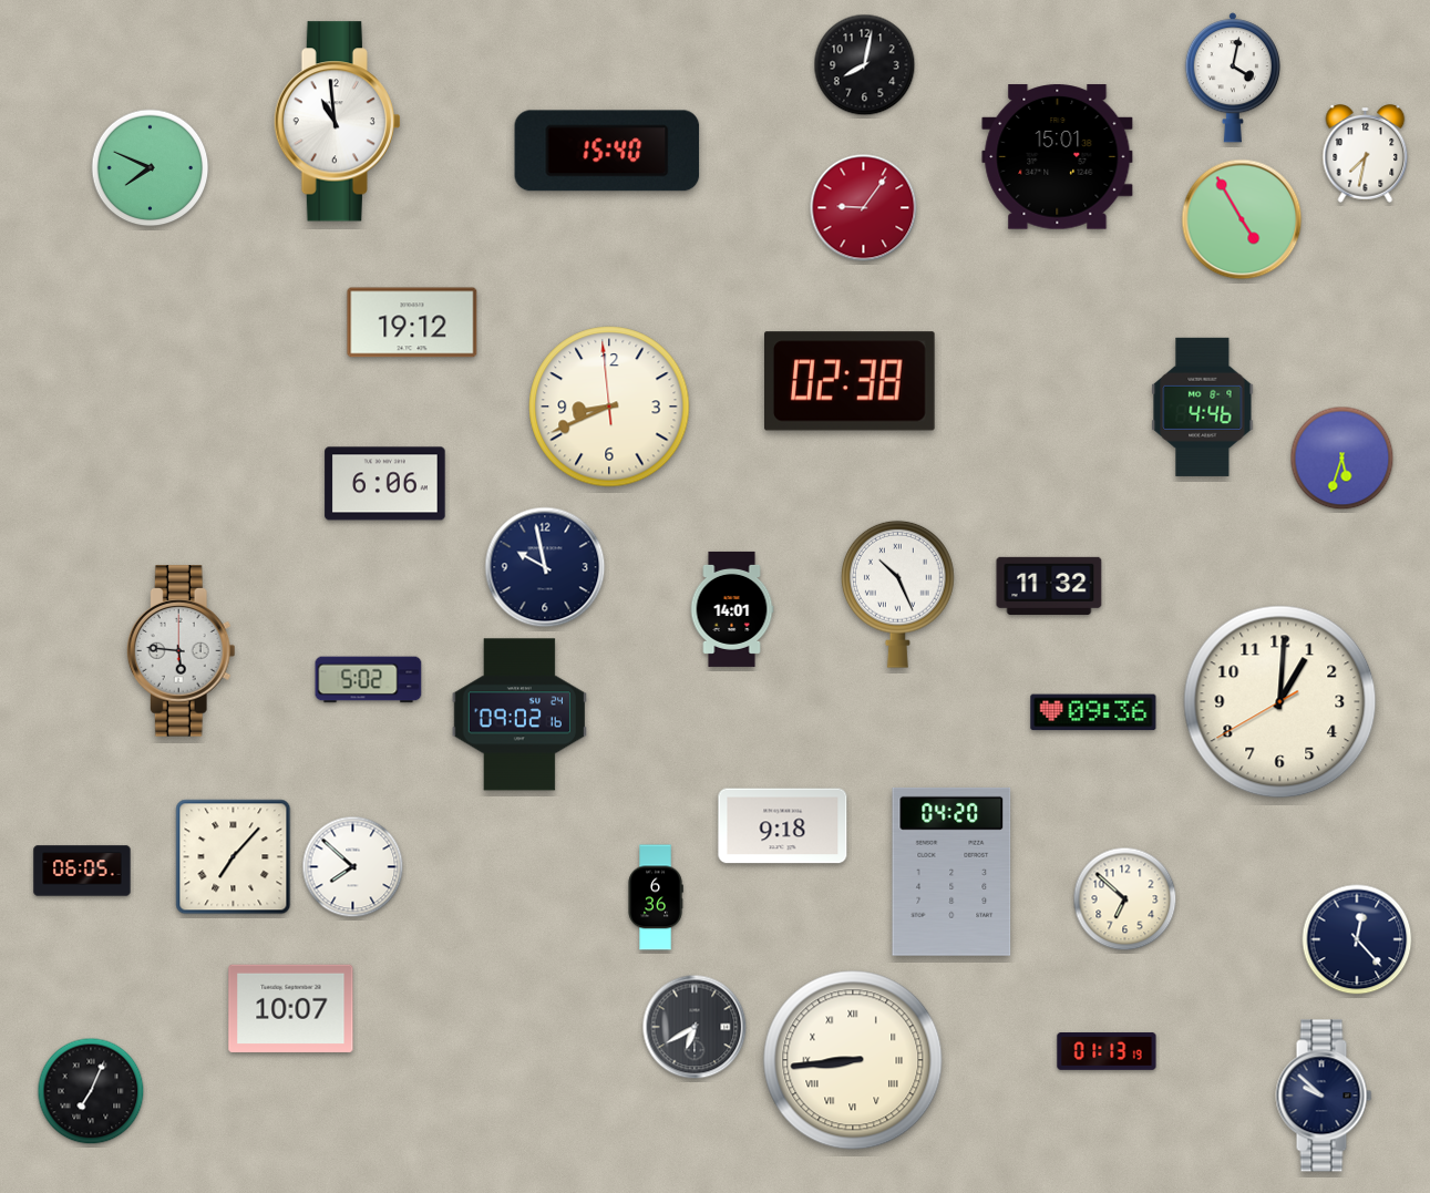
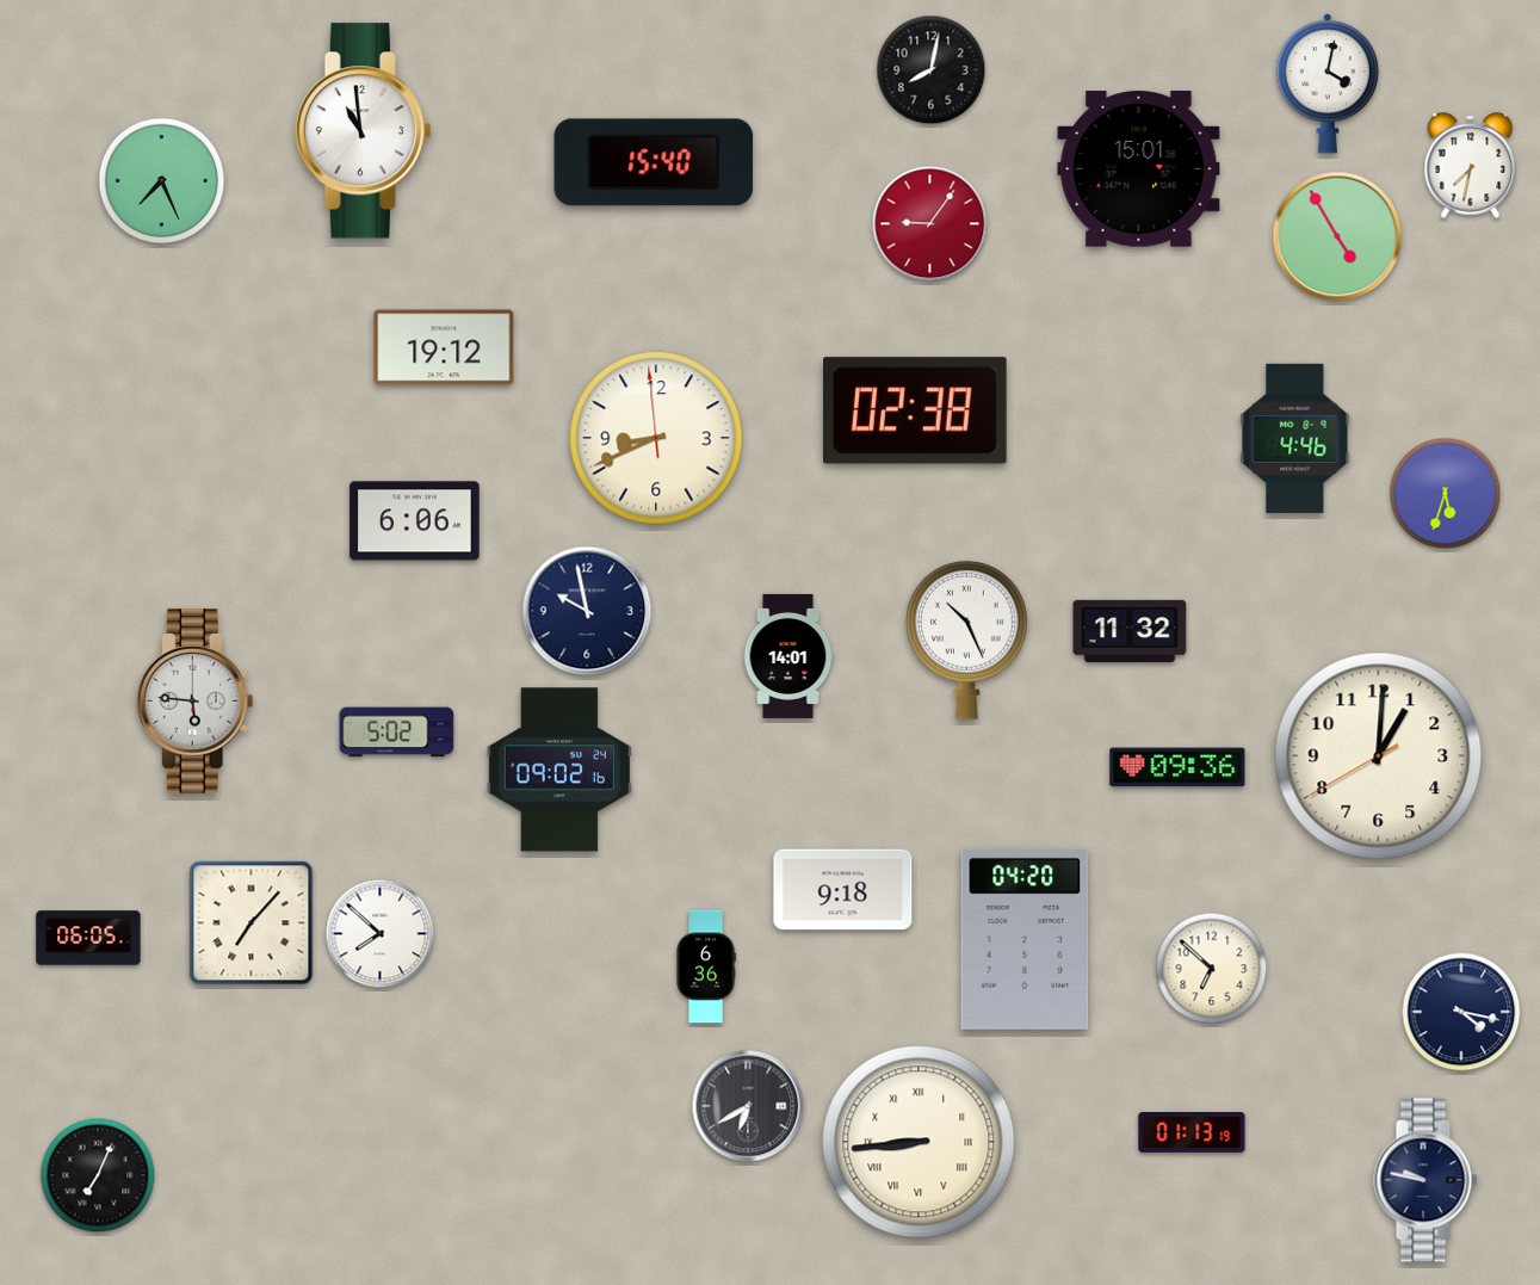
clock at (151, 168): 7:49 -> 7:26
clock at (1357, 939): 12:23 -> 4:17
clock at (291, 1008): 10:07 -> none
clock at (1324, 1096): 9:52 -> 9:47
